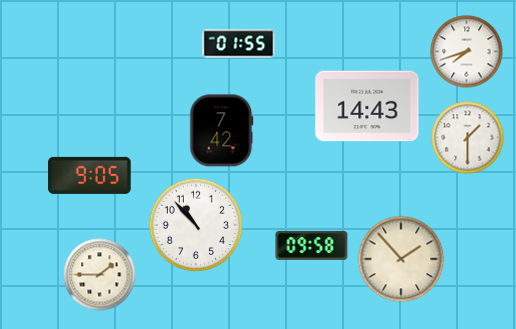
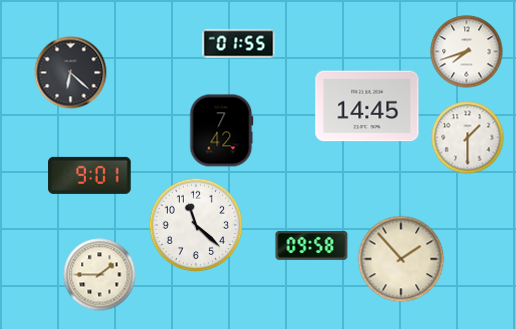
clock at (71, 73): none -> 6:22
clock at (367, 106): 14:43 -> 14:45
clock at (90, 175): 9:05 -> 9:01
clock at (196, 225): 10:53 -> 11:22
